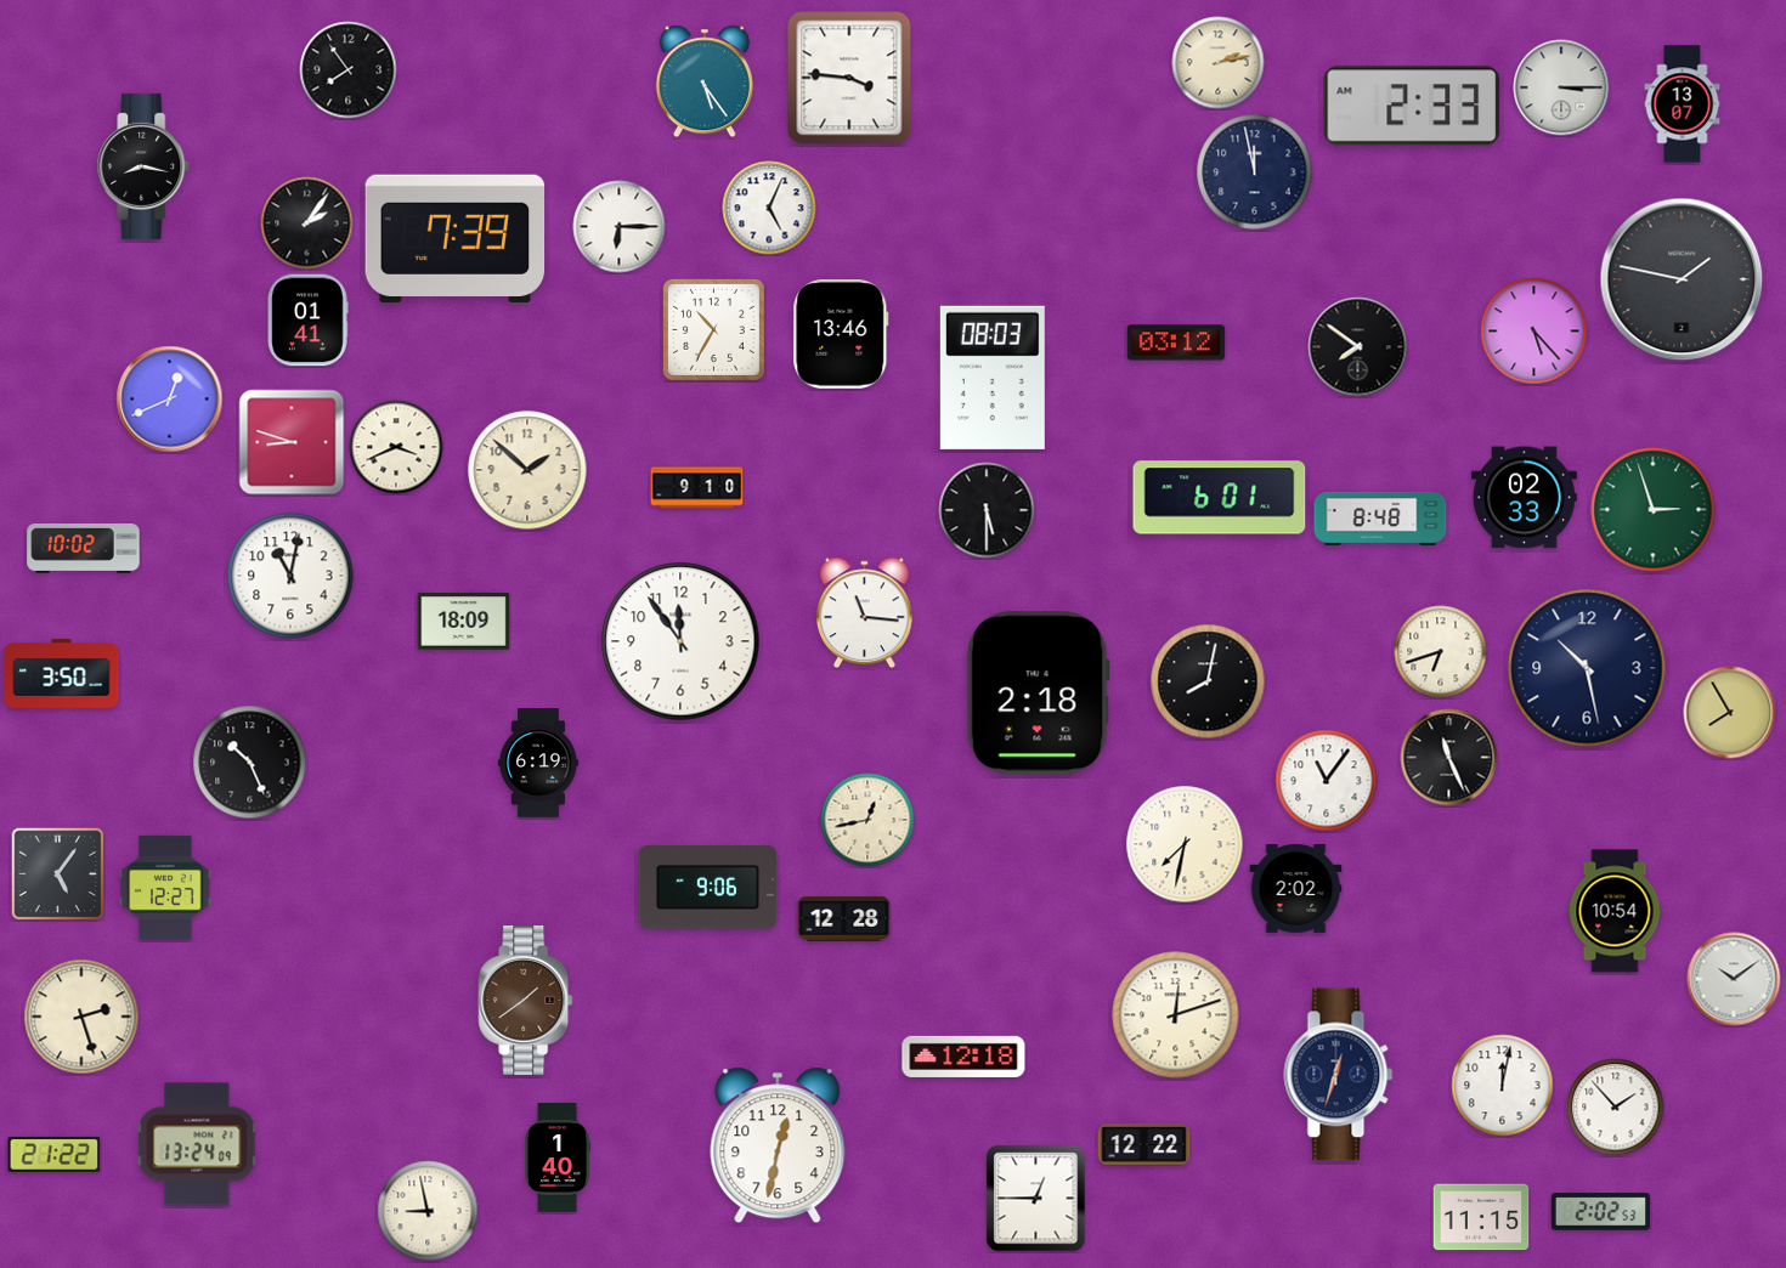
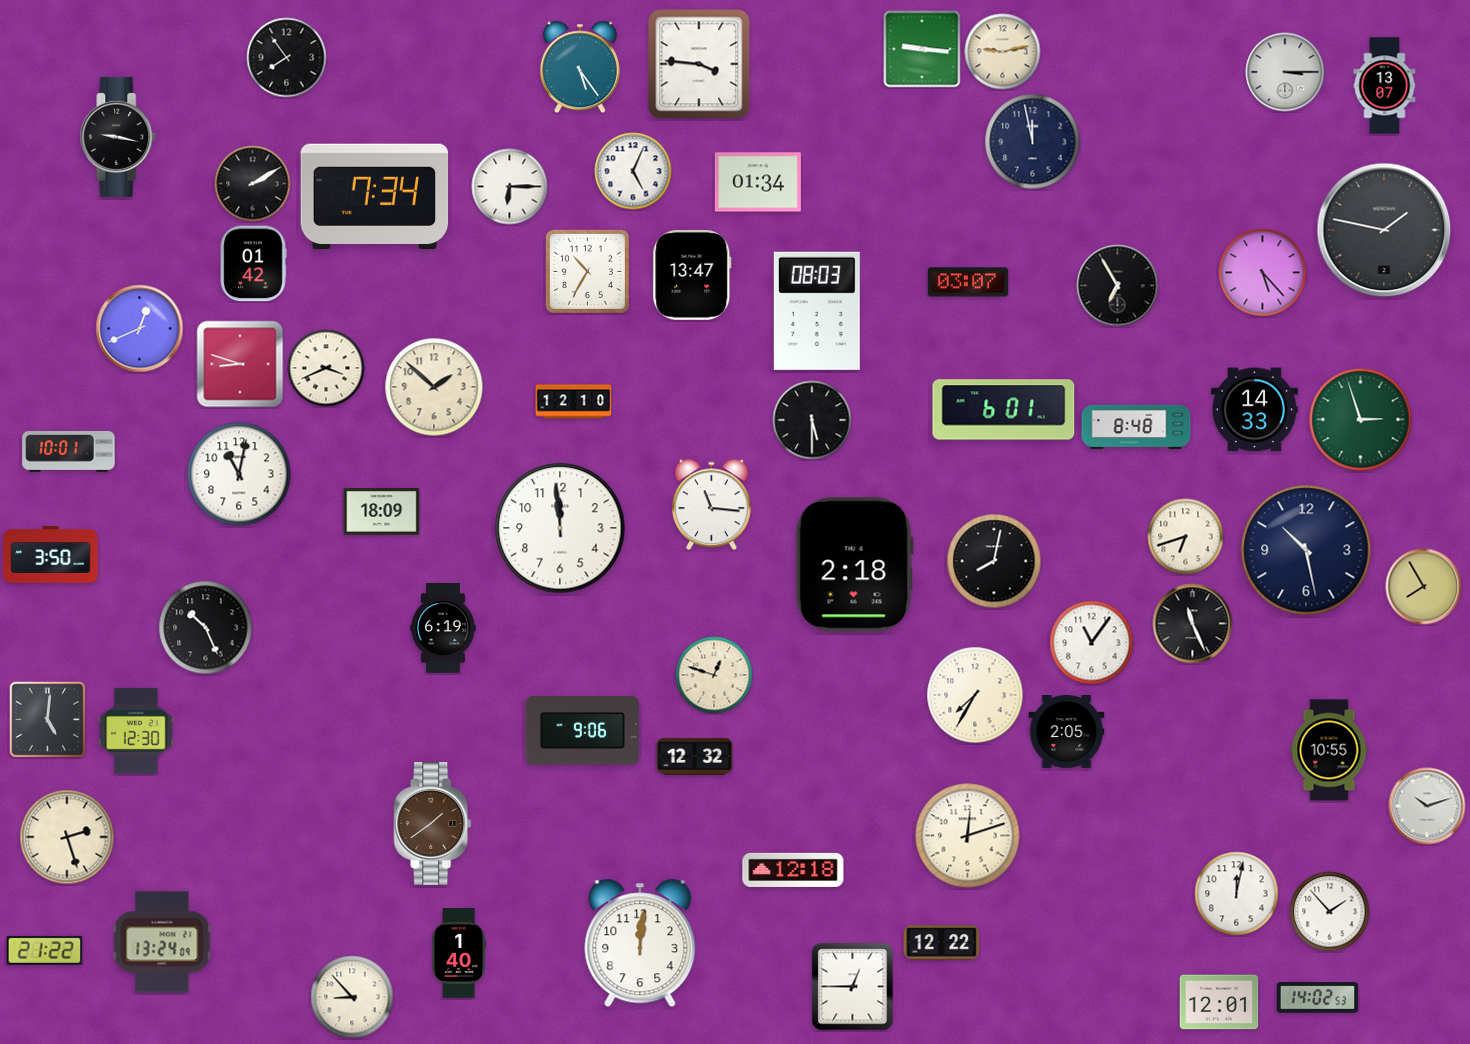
clock at (922, 49): none -> 9:16
clock at (1219, 63): 2:13 -> 9:13
clock at (1412, 106): 2:33 -> none
clock at (143, 166): 8:17 -> 9:17
clock at (758, 182): none -> 01:34
clock at (307, 223): 2:06 -> 2:10
clock at (456, 239): 7:39 -> 7:34
clock at (307, 321): 01:41 -> 01:42
clock at (841, 335): 13:46 -> 13:47
clock at (1176, 343): 03:12 -> 03:07
clock at (1358, 347): 7:51 -> 6:55
clock at (697, 488): 9:10 -> 12:10
clock at (1524, 498): 02:33 -> 14:33
clock at (84, 549): 10:02 -> 10:01
clock at (680, 641): 11:54 -> 11:59
clock at (1038, 694) position: (1038, 694) -> (854, 565)
clock at (867, 820): 12:43 -> 12:48
clock at (1185, 844): 7:32 -> 7:35
clock at (57, 873): 5:06 -> 5:01
clock at (165, 888): 12:27 -> 12:30
clock at (1296, 889): 2:02 -> 2:05
clock at (1615, 911): 10:54 -> 10:55
clock at (844, 919): 12:28 -> 12:32
clock at (1734, 979): 10:09 -> 10:12
clock at (1339, 1075): 12:33 -> none
clock at (778, 1145): 12:32 -> 12:01
clock at (428, 1211): 8:58 -> 8:53
clock at (1601, 1212): 2:02 -> 14:02
clock at (1481, 1217): 11:15 -> 12:01
